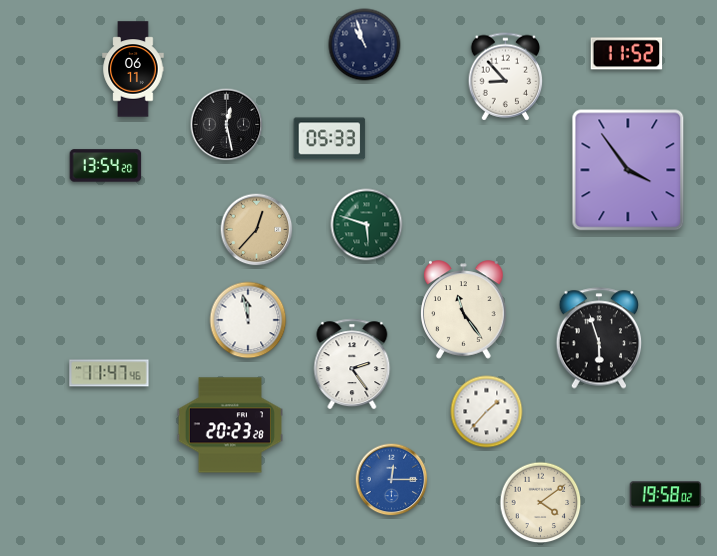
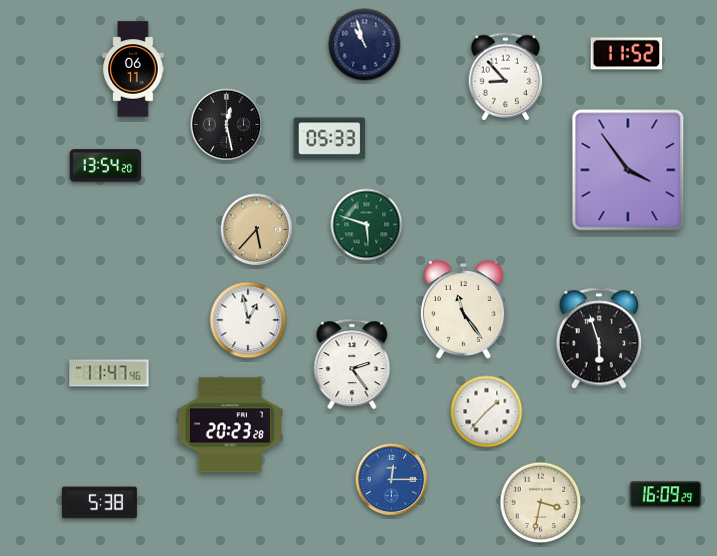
clock at (257, 230): 12:37 -> 5:37
clock at (248, 320): 11:58 -> 12:58
clock at (666, 495): 19:58 -> 16:09
clock at (99, 503): none -> 5:38
clock at (541, 503): 4:09 -> 3:32
